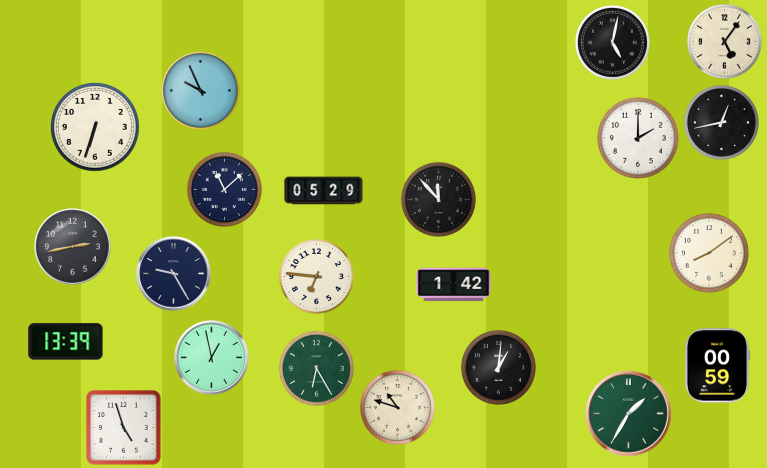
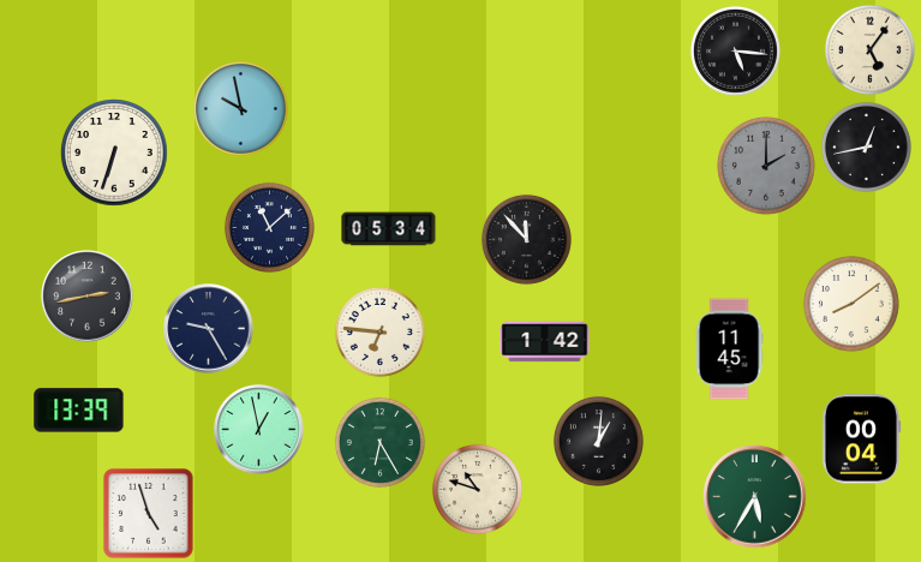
clock at (612, 42): 5:02 -> 5:16
clock at (200, 90): 9:56 -> 9:58
clock at (639, 139) dial: white -> grey
clock at (324, 191): 05:29 -> 05:34
clock at (729, 349): none -> 11:45
clock at (212, 358) position: (212, 358) -> (259, 430)
clock at (717, 366): 00:59 -> 00:04
clock at (629, 414): 1:35 -> 5:35
